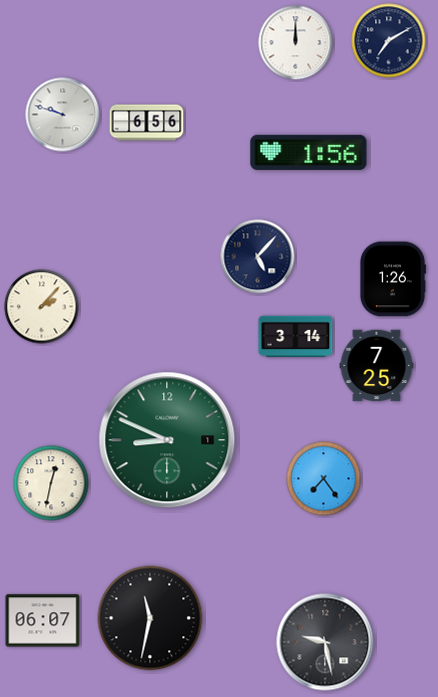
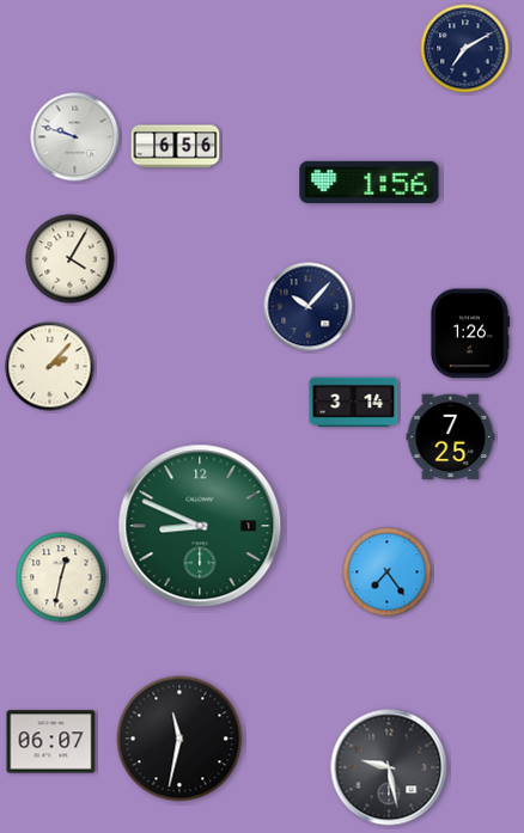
clock at (296, 43): 12:00 -> none
clock at (71, 259): none -> 4:05
clock at (258, 257): 5:07 -> 10:07
